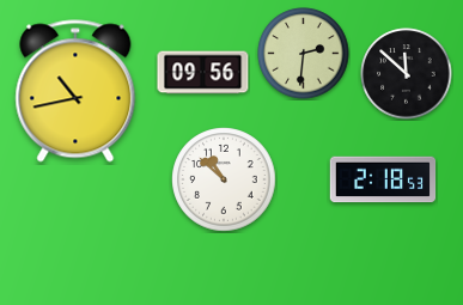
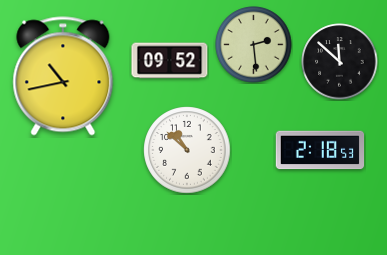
clock at (304, 54): 2:31 -> 2:29
clock at (203, 73): 09:56 -> 09:52
